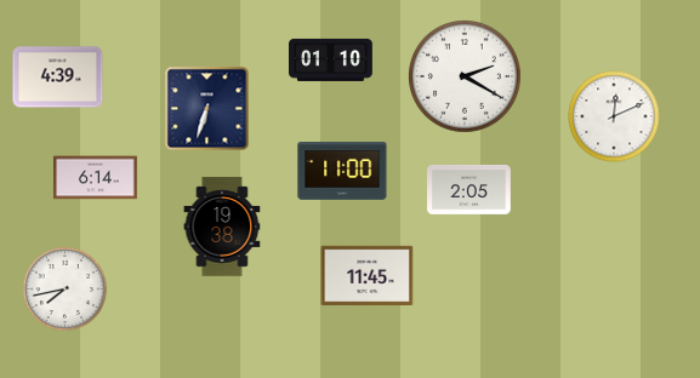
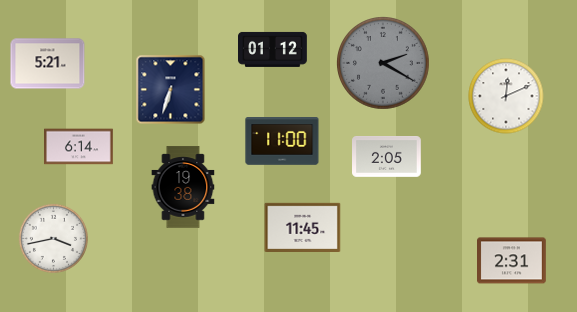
clock at (331, 59): 01:10 -> 01:12
clock at (465, 76) dial: white -> grey
clock at (58, 78): 4:39 -> 5:21
clock at (64, 288): 7:43 -> 3:43
clock at (512, 261): none -> 2:31
